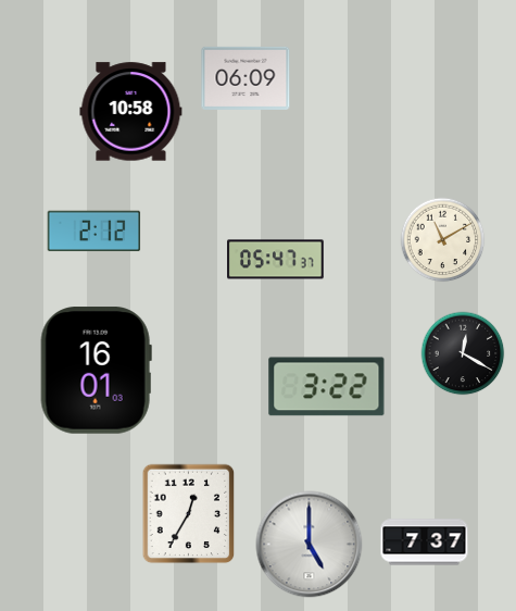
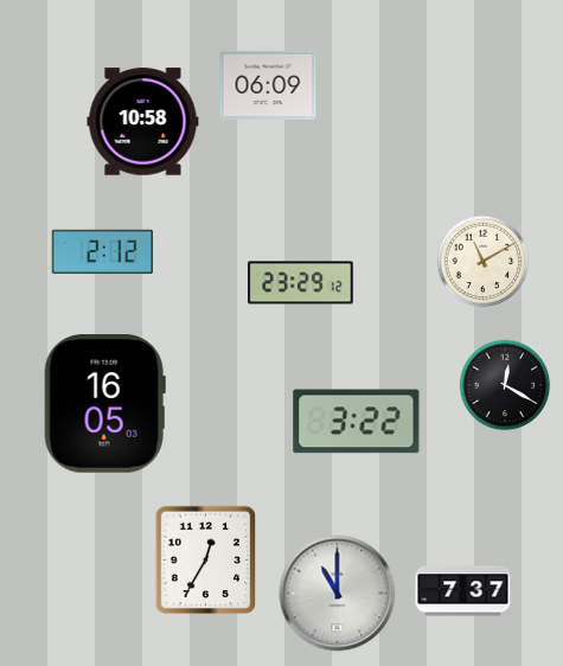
clock at (276, 260): 05:47 -> 23:29
clock at (96, 371): 16:01 -> 16:05
clock at (310, 545): 5:00 -> 11:00
